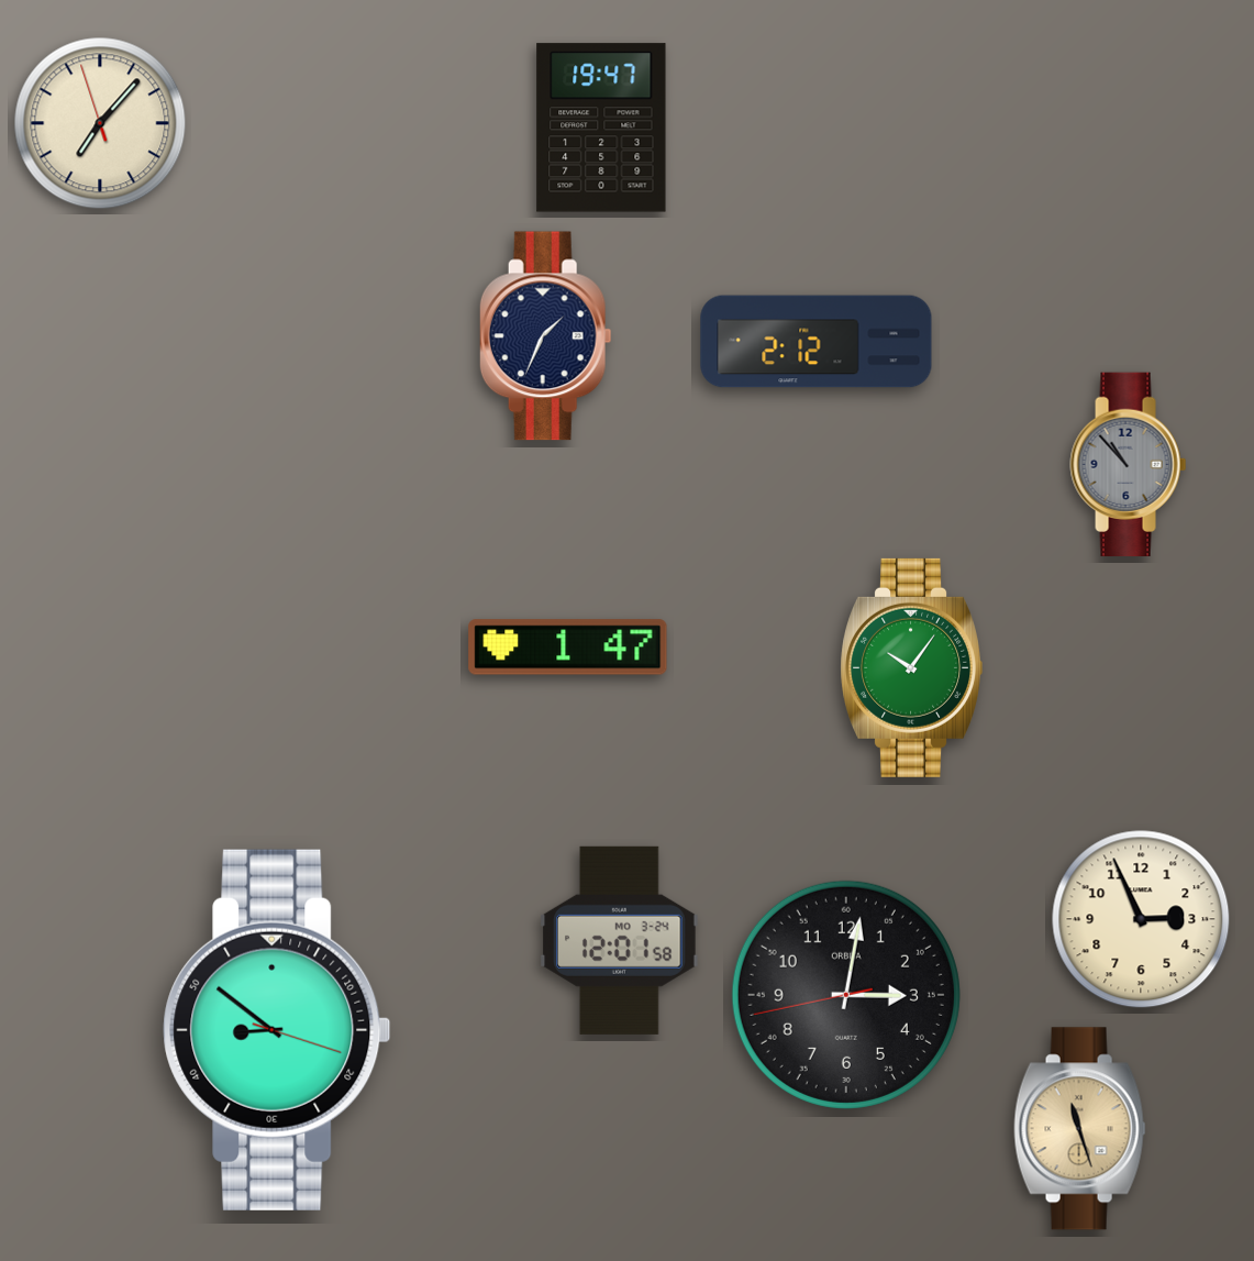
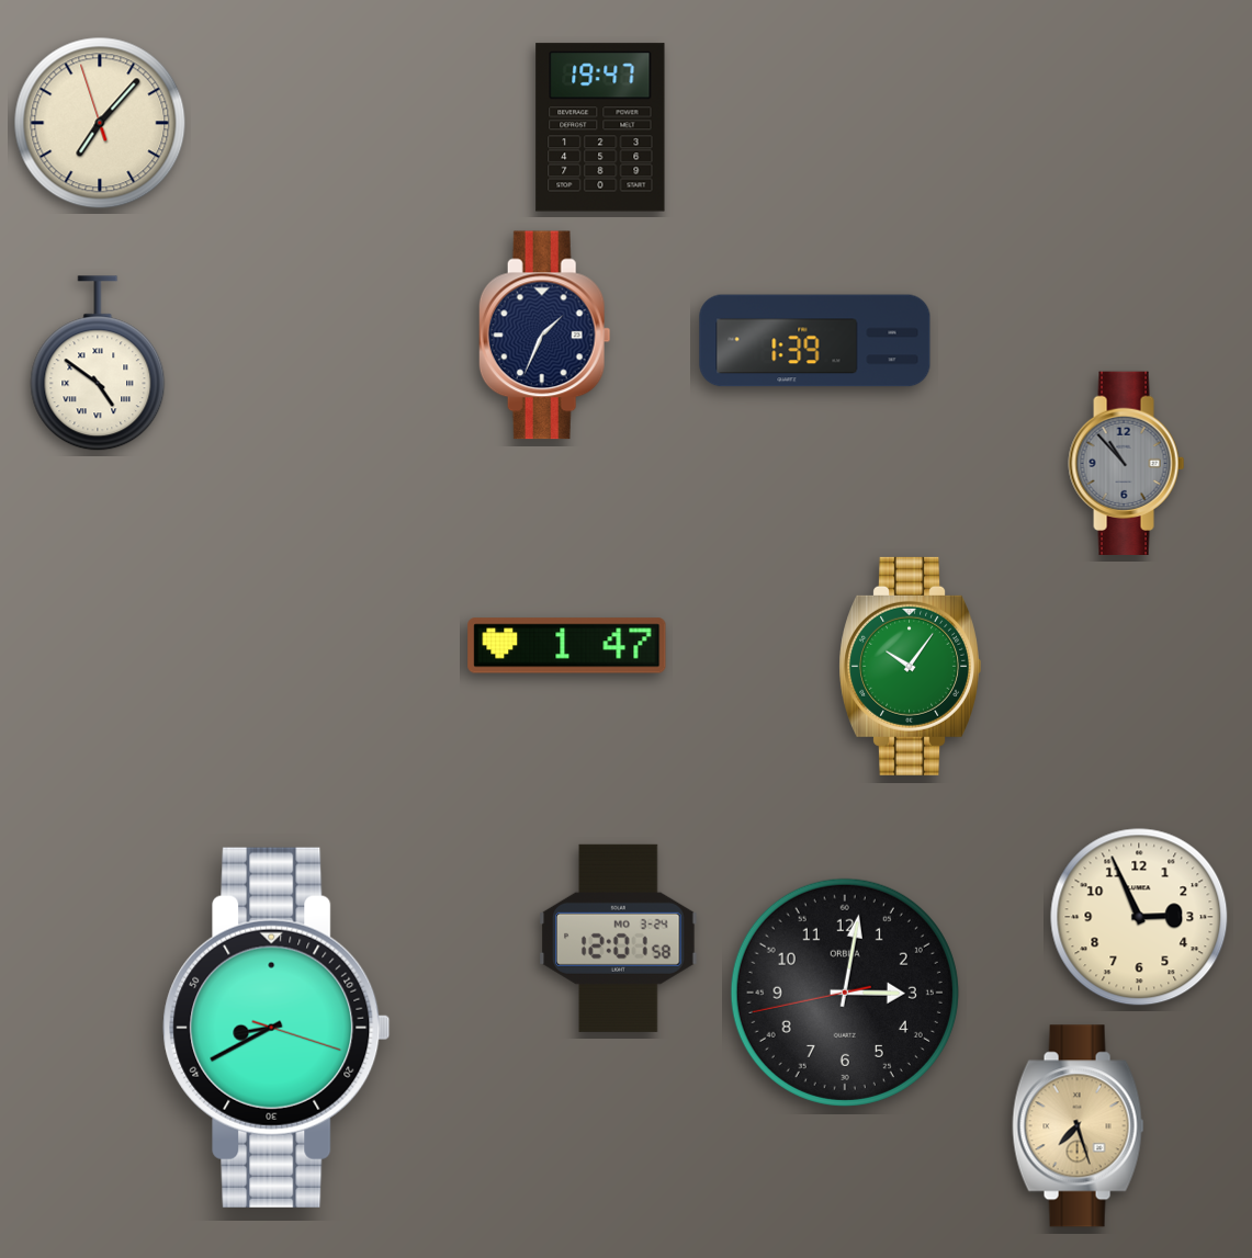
clock at (817, 342): 2:12 -> 1:39
clock at (98, 364): none -> 4:51
clock at (277, 1030): 8:51 -> 8:40
clock at (1080, 1129): 11:27 -> 7:27
